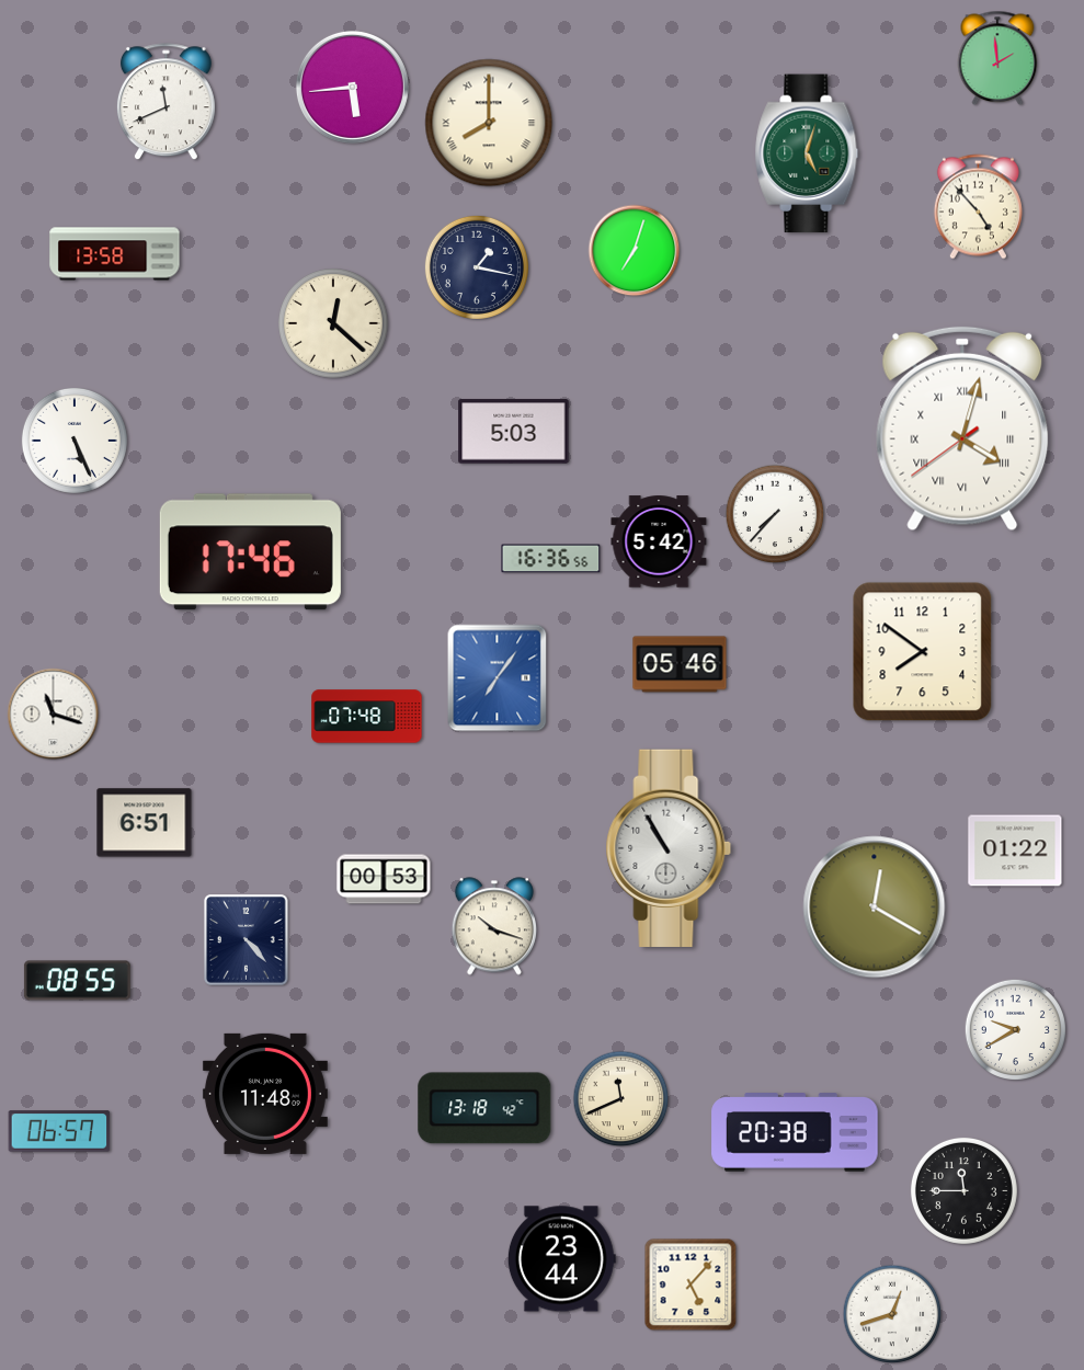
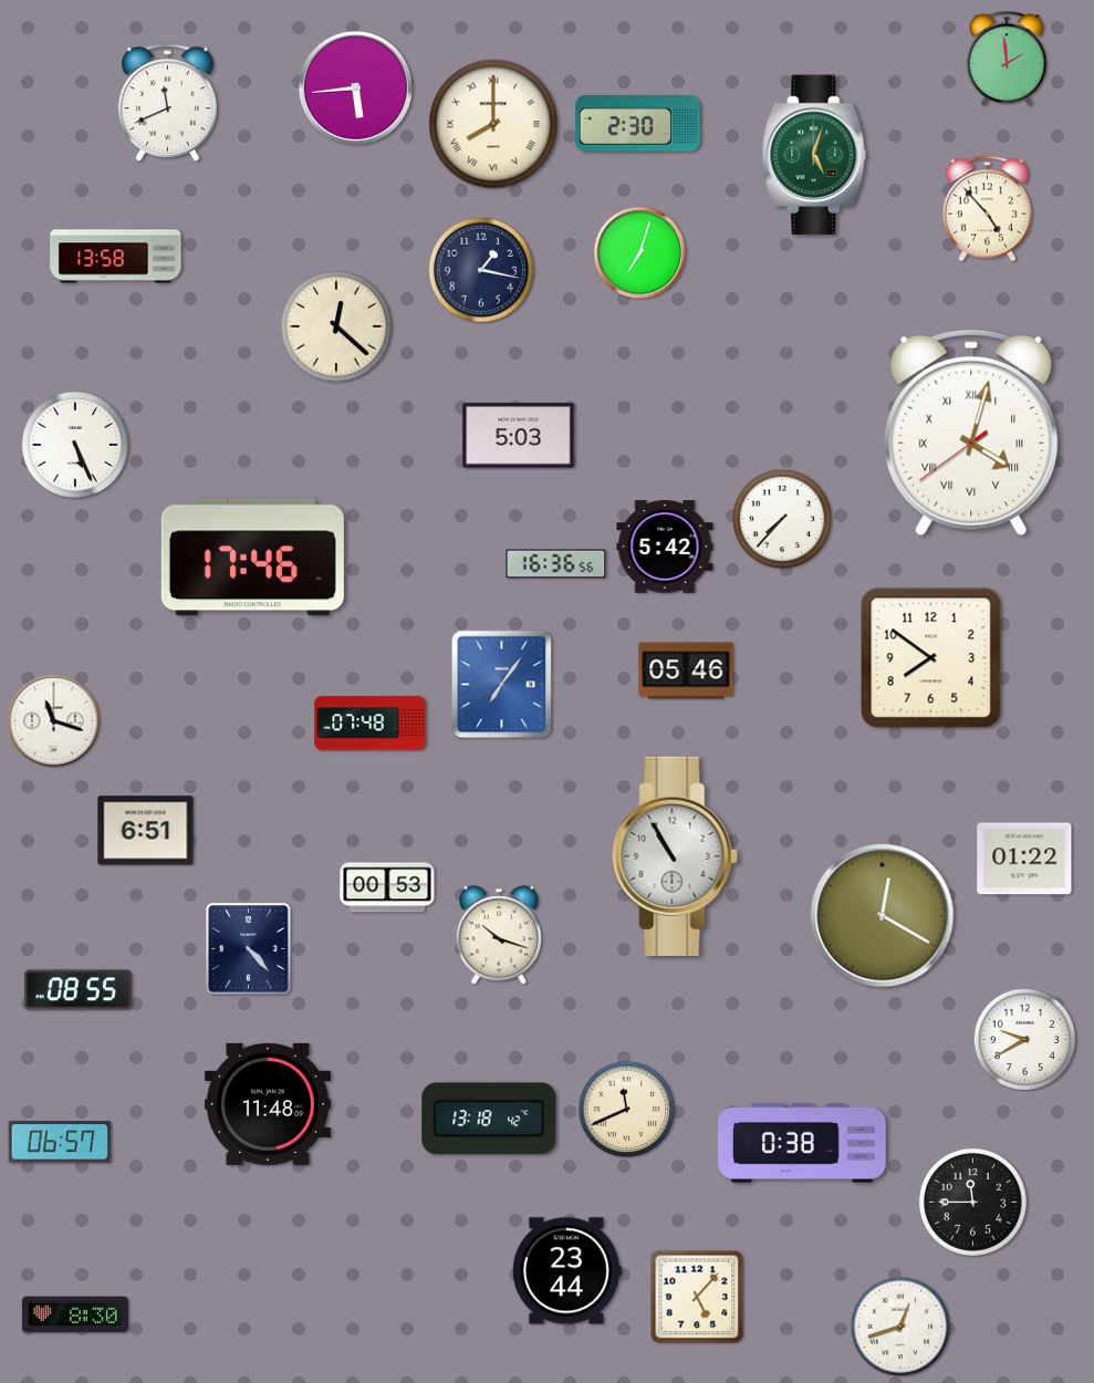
clock at (637, 124): none -> 2:30
clock at (795, 1132): 20:38 -> 0:38
clock at (75, 1314): none -> 8:30
